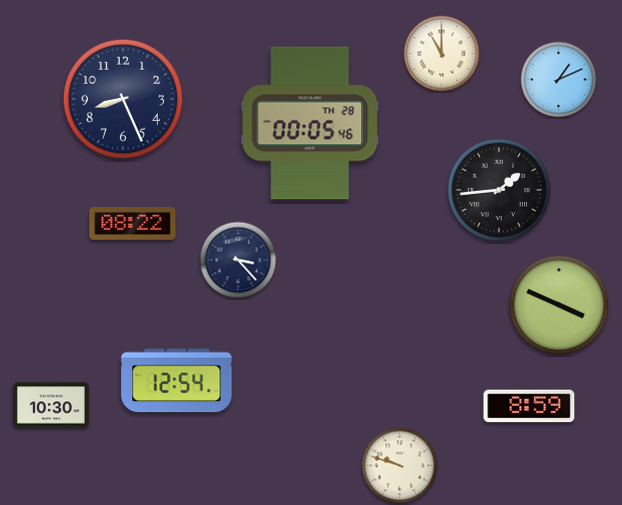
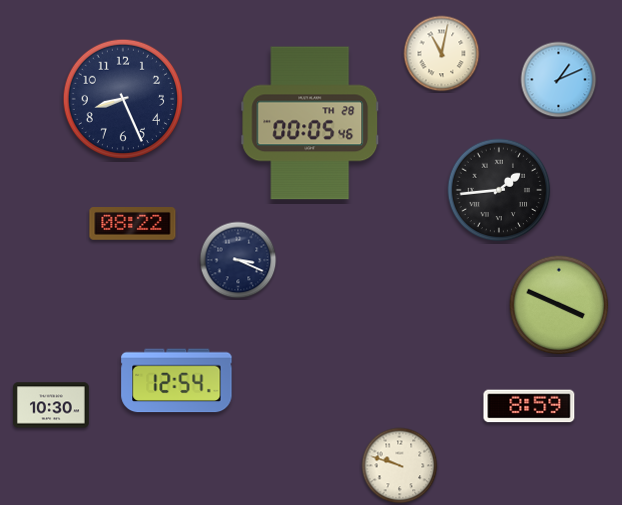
clock at (442, 54): 11:00 -> 11:02
clock at (238, 260): 3:23 -> 3:19
